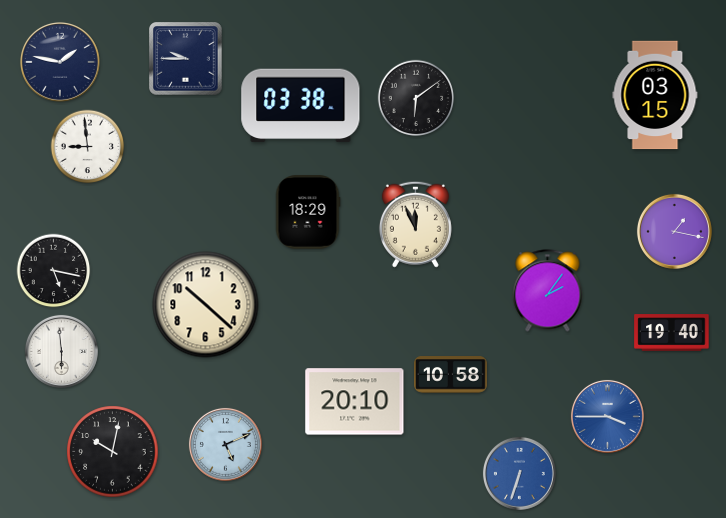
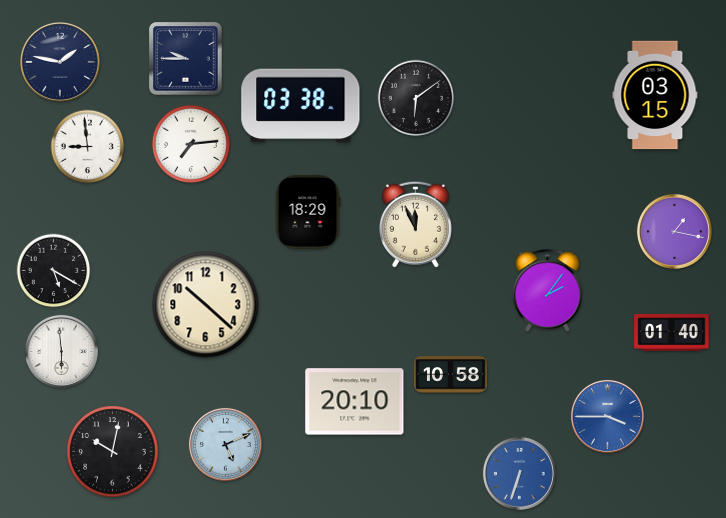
clock at (190, 143): none -> 7:14
clock at (54, 271): 5:17 -> 5:20
clock at (672, 333): 19:40 -> 01:40
